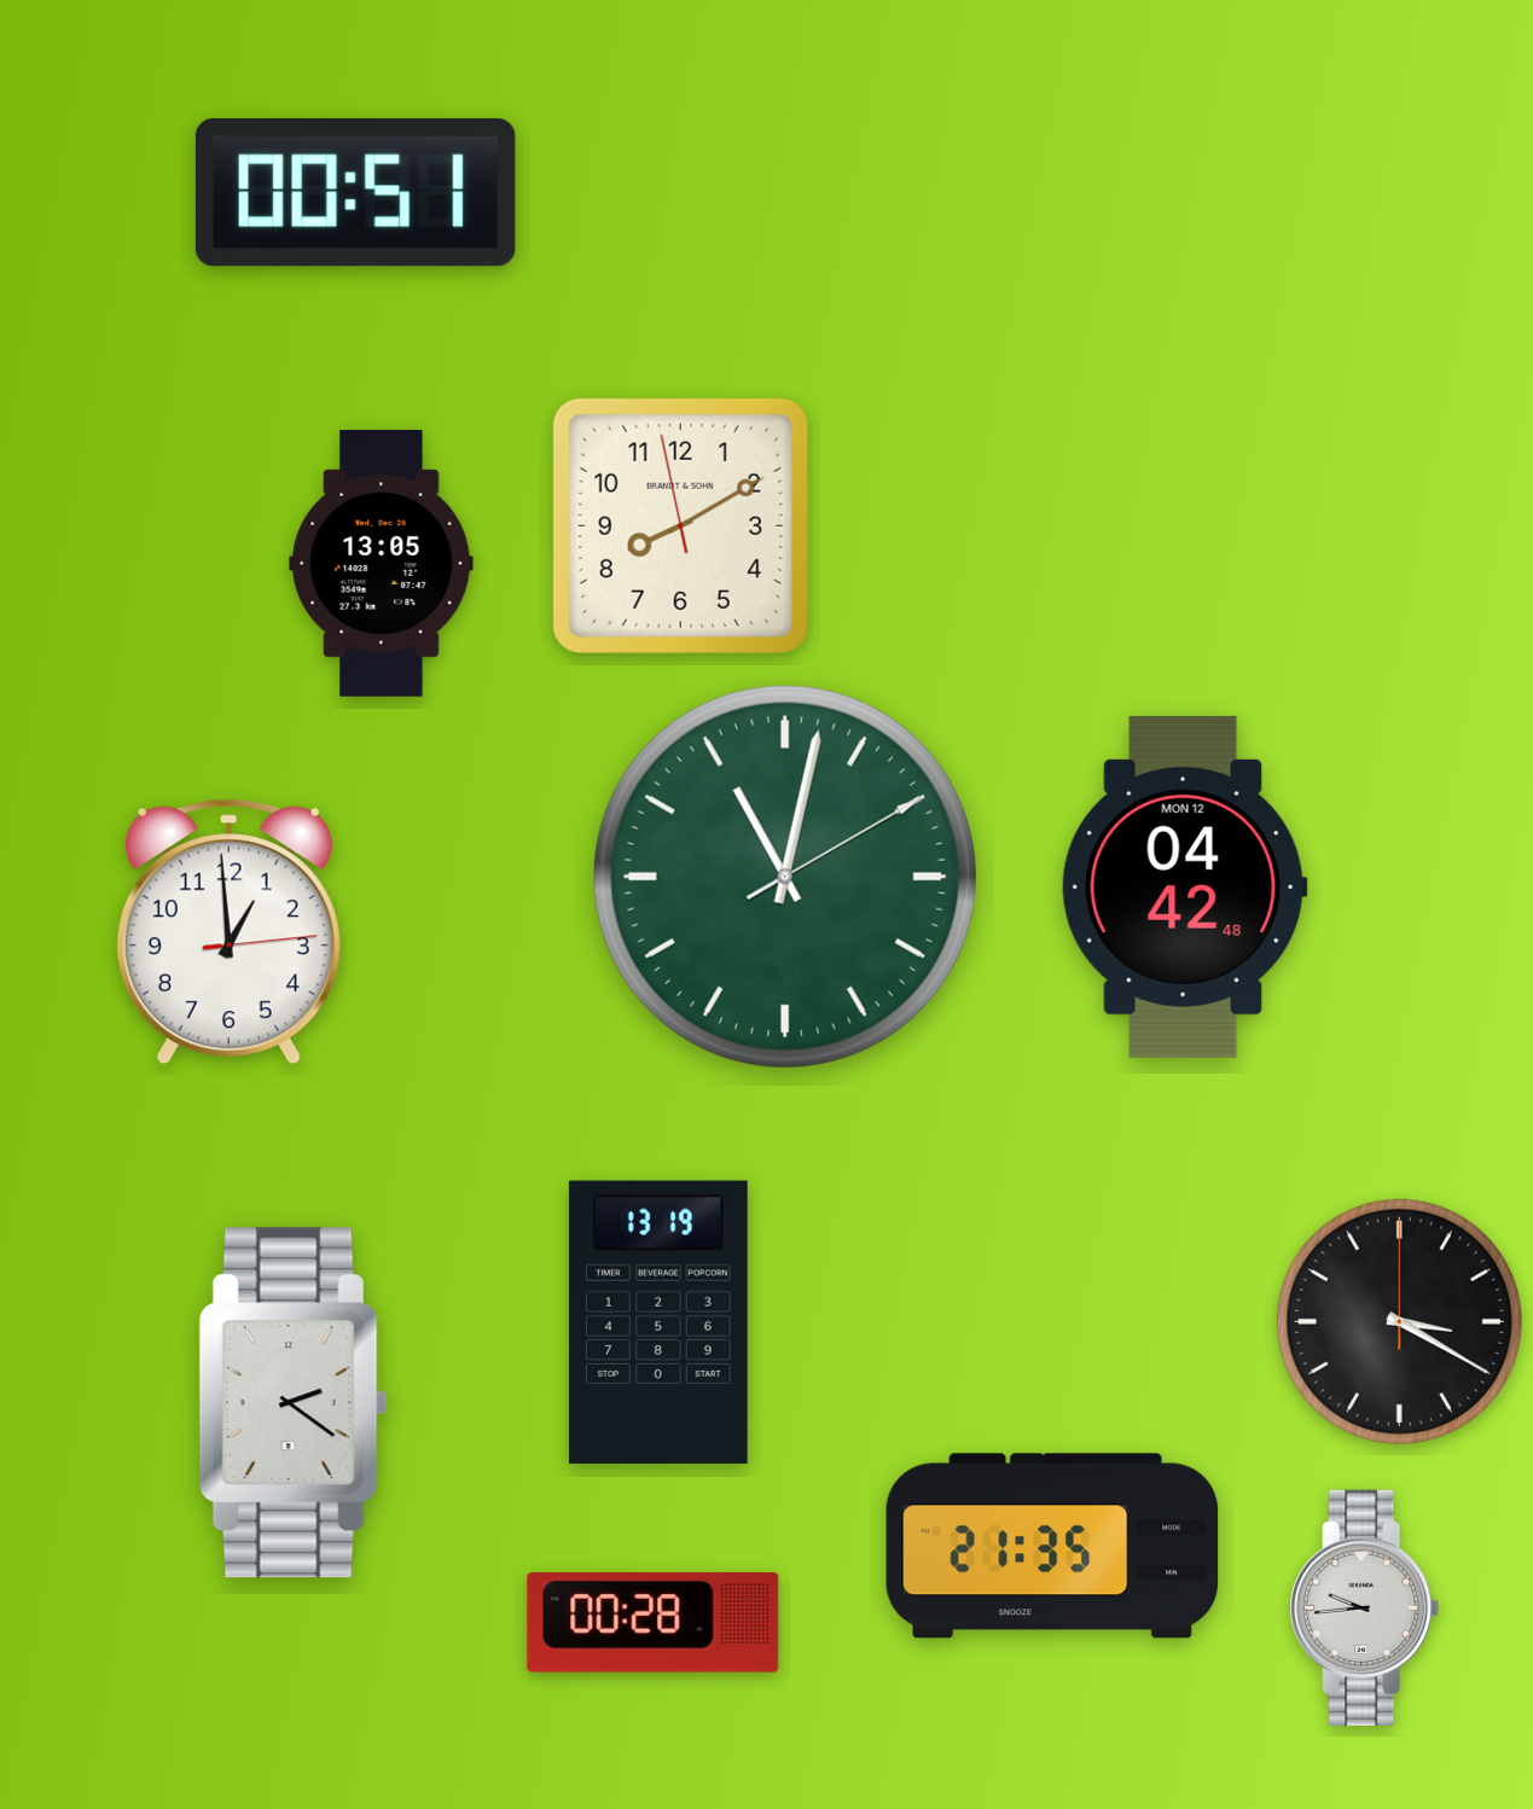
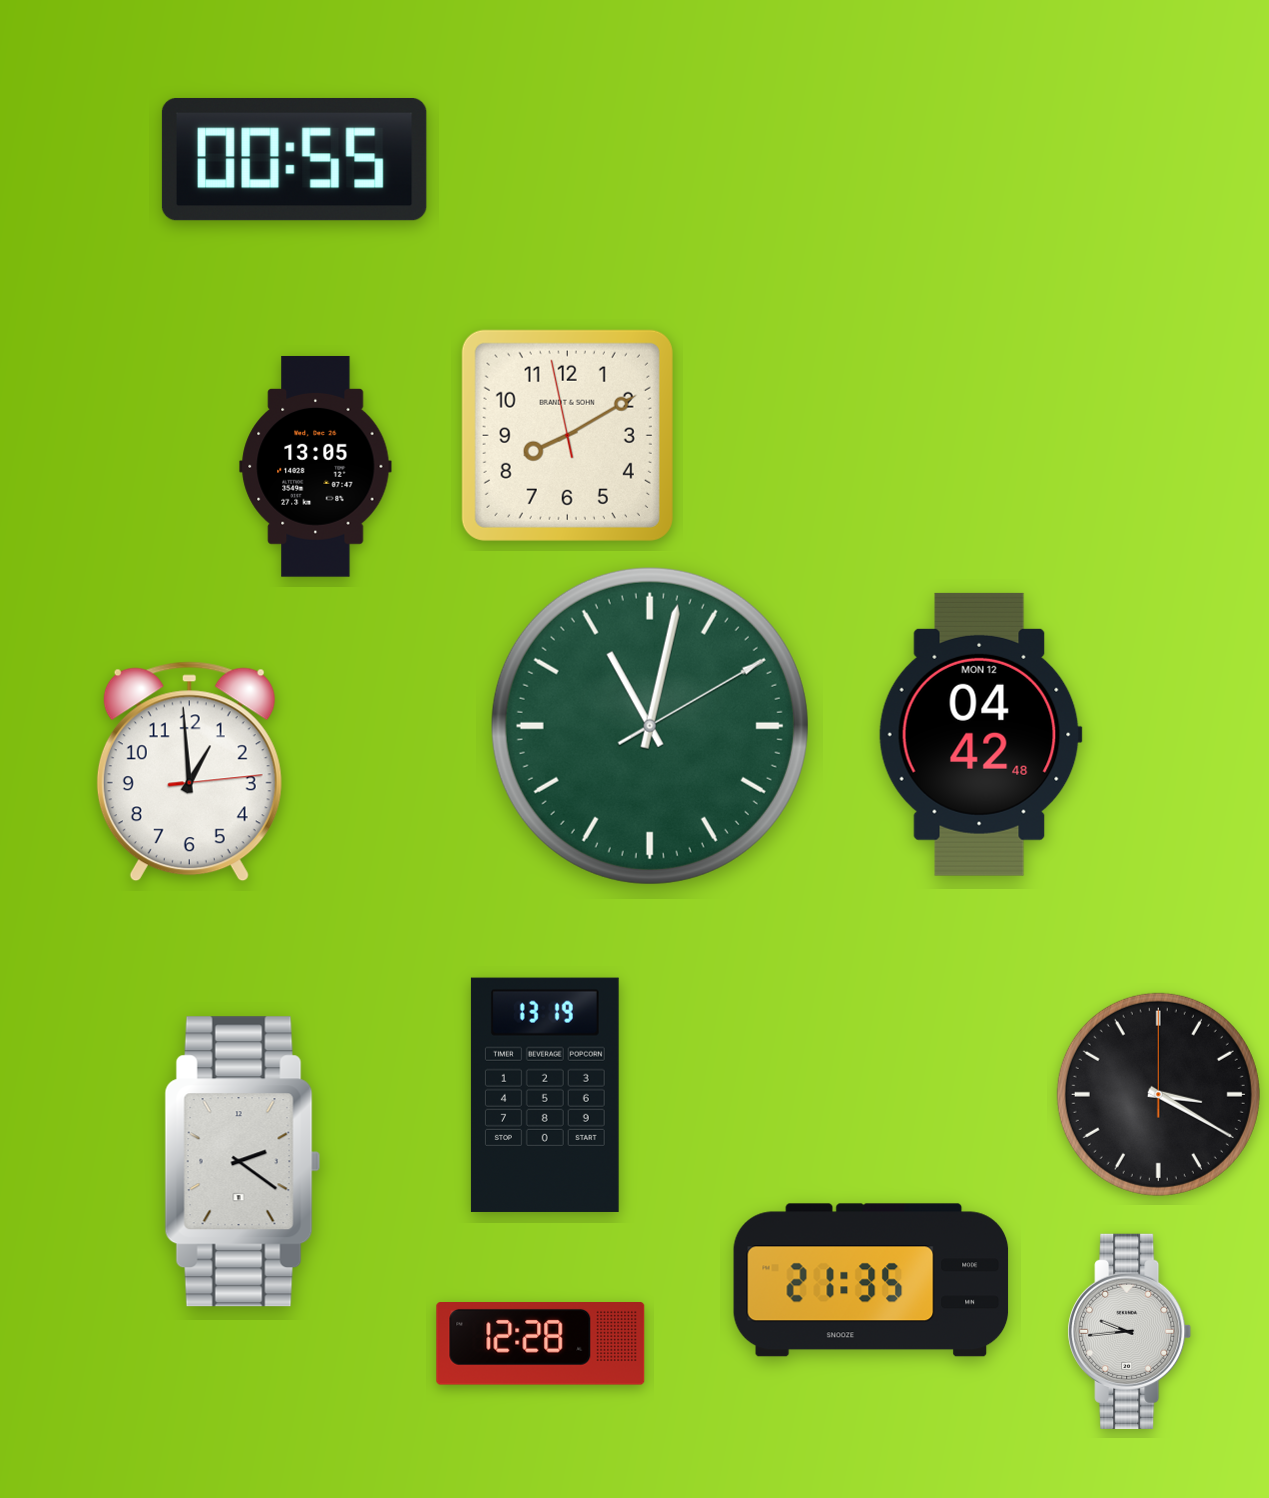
clock at (355, 192): 00:51 -> 00:55
clock at (680, 525) position: (680, 525) -> (567, 435)
clock at (654, 1623): 00:28 -> 12:28
